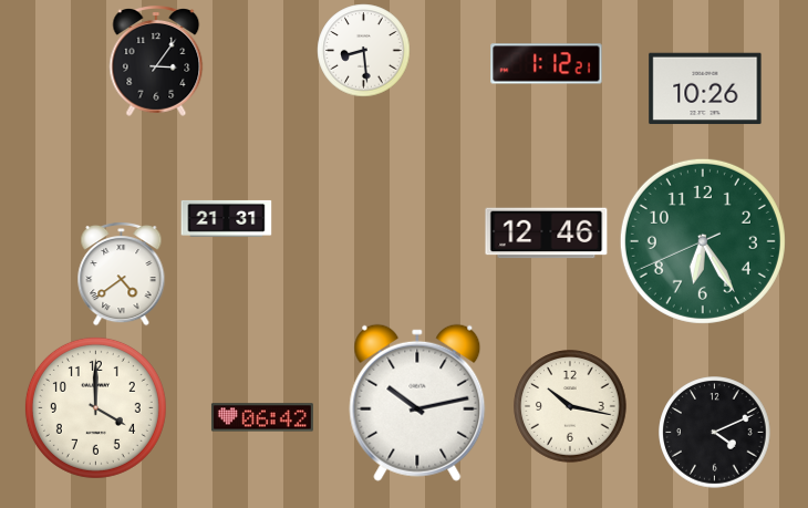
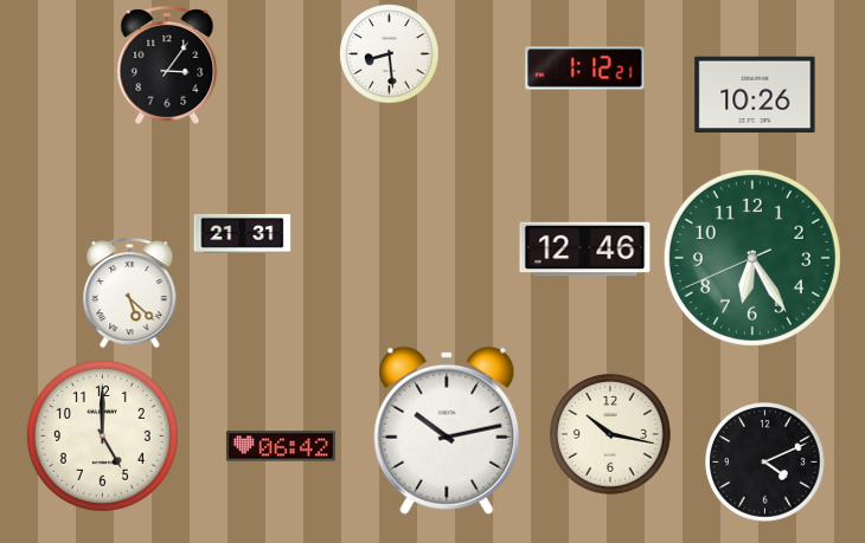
clock at (122, 273): 4:39 -> 5:22
clock at (95, 407): 4:00 -> 5:00
